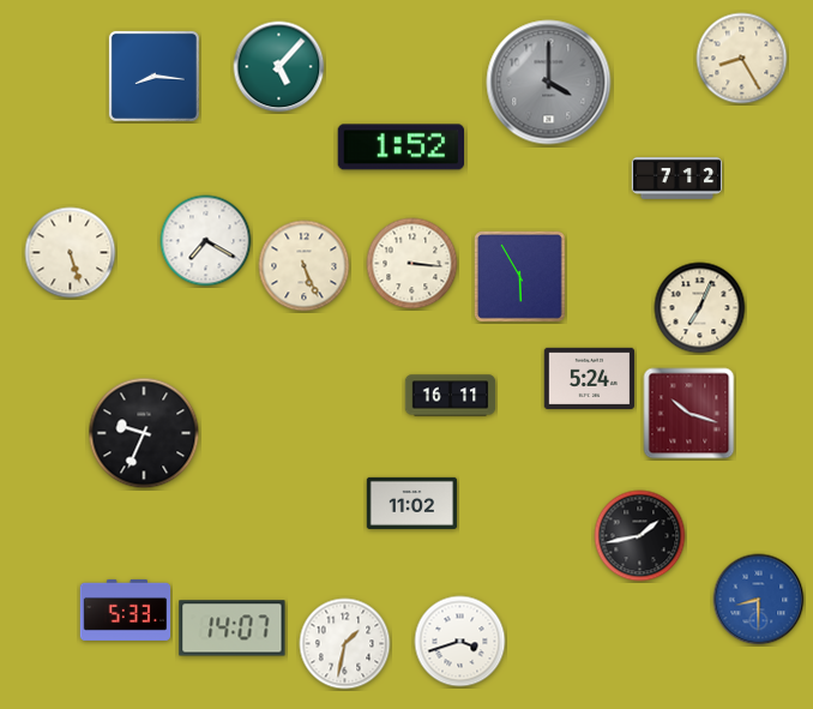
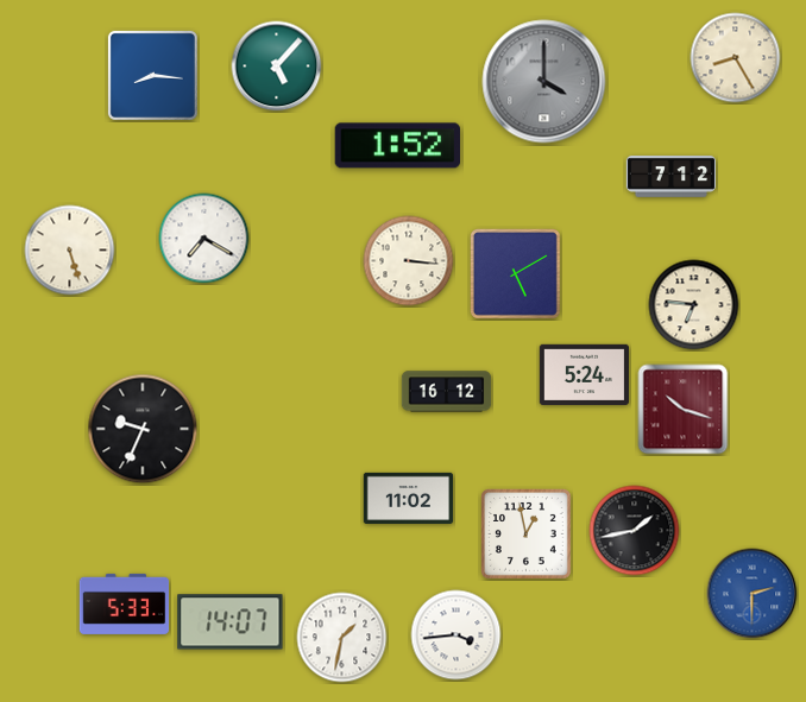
clock at (305, 266): 5:26 -> none
clock at (519, 276): 5:55 -> 5:10
clock at (700, 308): 7:04 -> 6:46
clock at (451, 396): 16:11 -> 16:12
clock at (525, 533): none -> 12:58
clock at (759, 600): 8:30 -> 2:30
clock at (460, 642): 3:42 -> 3:44
